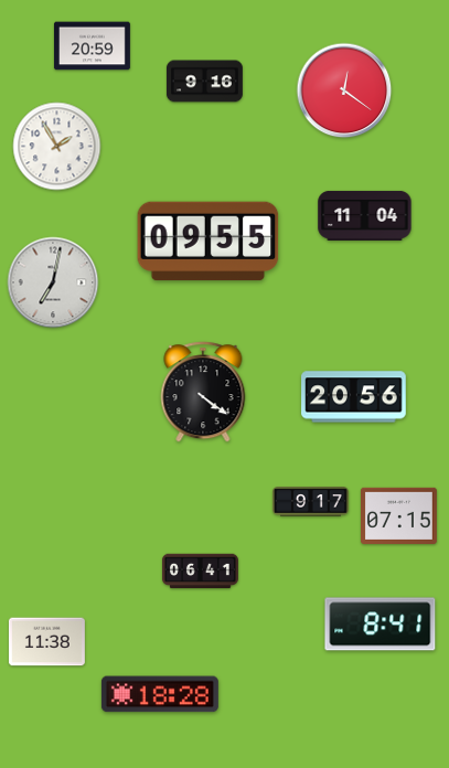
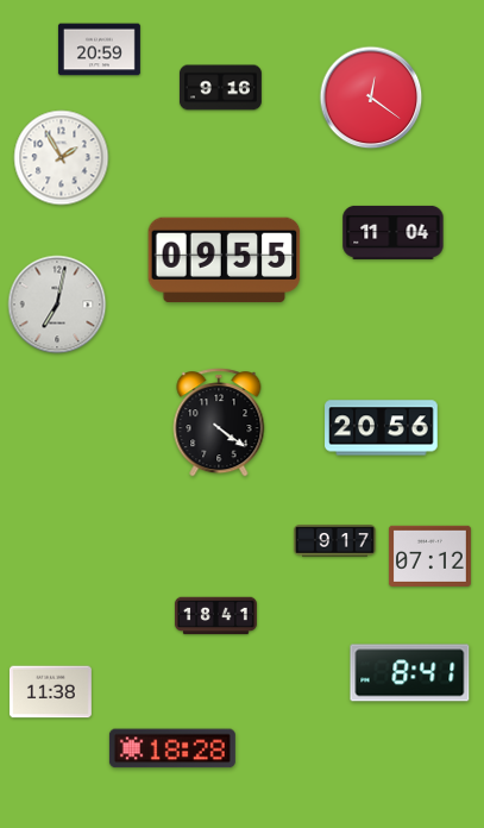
clock at (398, 515): 07:15 -> 07:12
clock at (200, 572): 06:41 -> 18:41
